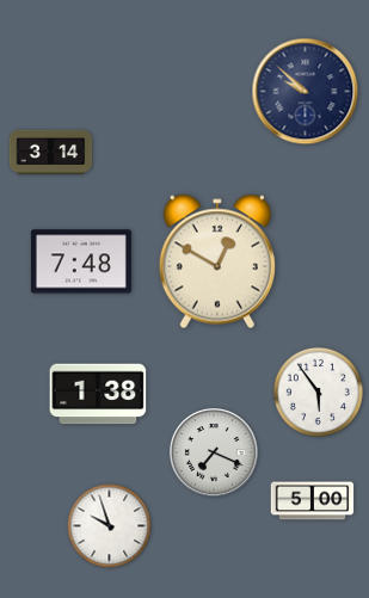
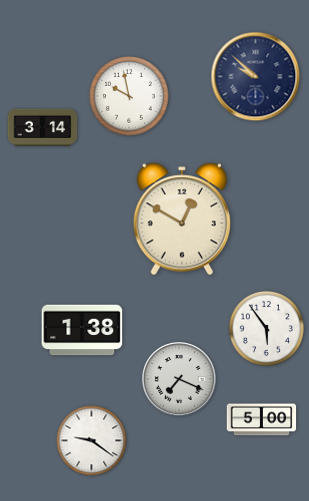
clock at (129, 96): none -> 9:58
clock at (81, 261): 7:48 -> none
clock at (110, 526): 9:57 -> 9:21
